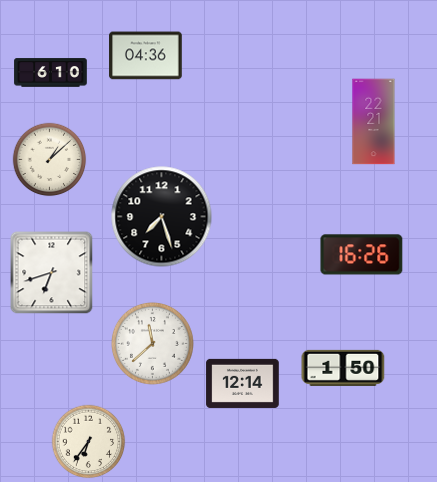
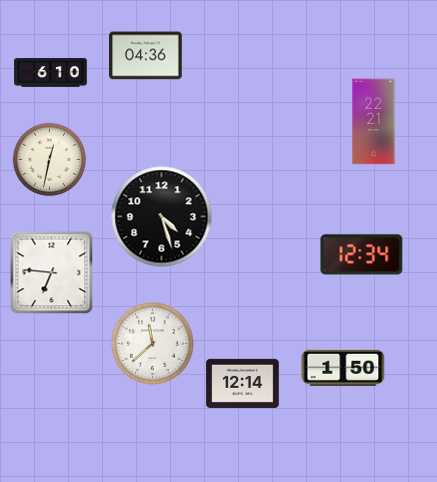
clock at (50, 160): 1:08 -> 12:32
clock at (162, 217): 7:27 -> 4:27
clock at (362, 255): 16:26 -> 12:34
clock at (52, 273): 6:42 -> 6:46
clock at (89, 442): 6:36 -> none
